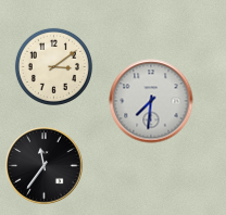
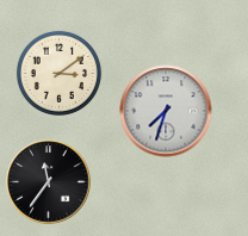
clock at (151, 101): 7:31 -> 7:33
